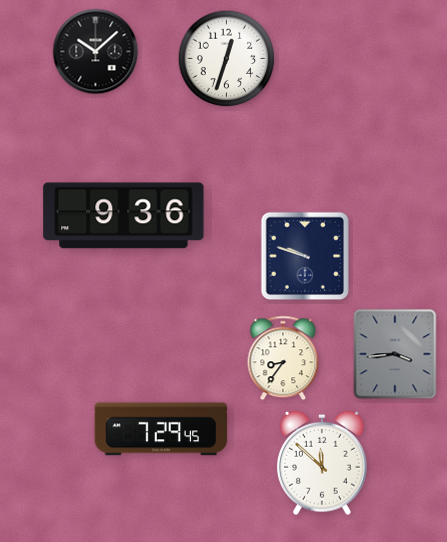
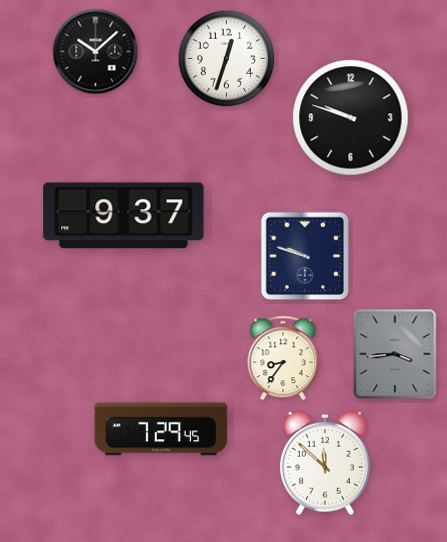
clock at (351, 118): none -> 9:48
clock at (124, 216): 9:36 -> 9:37
clock at (322, 463) position: (322, 463) -> (325, 463)
